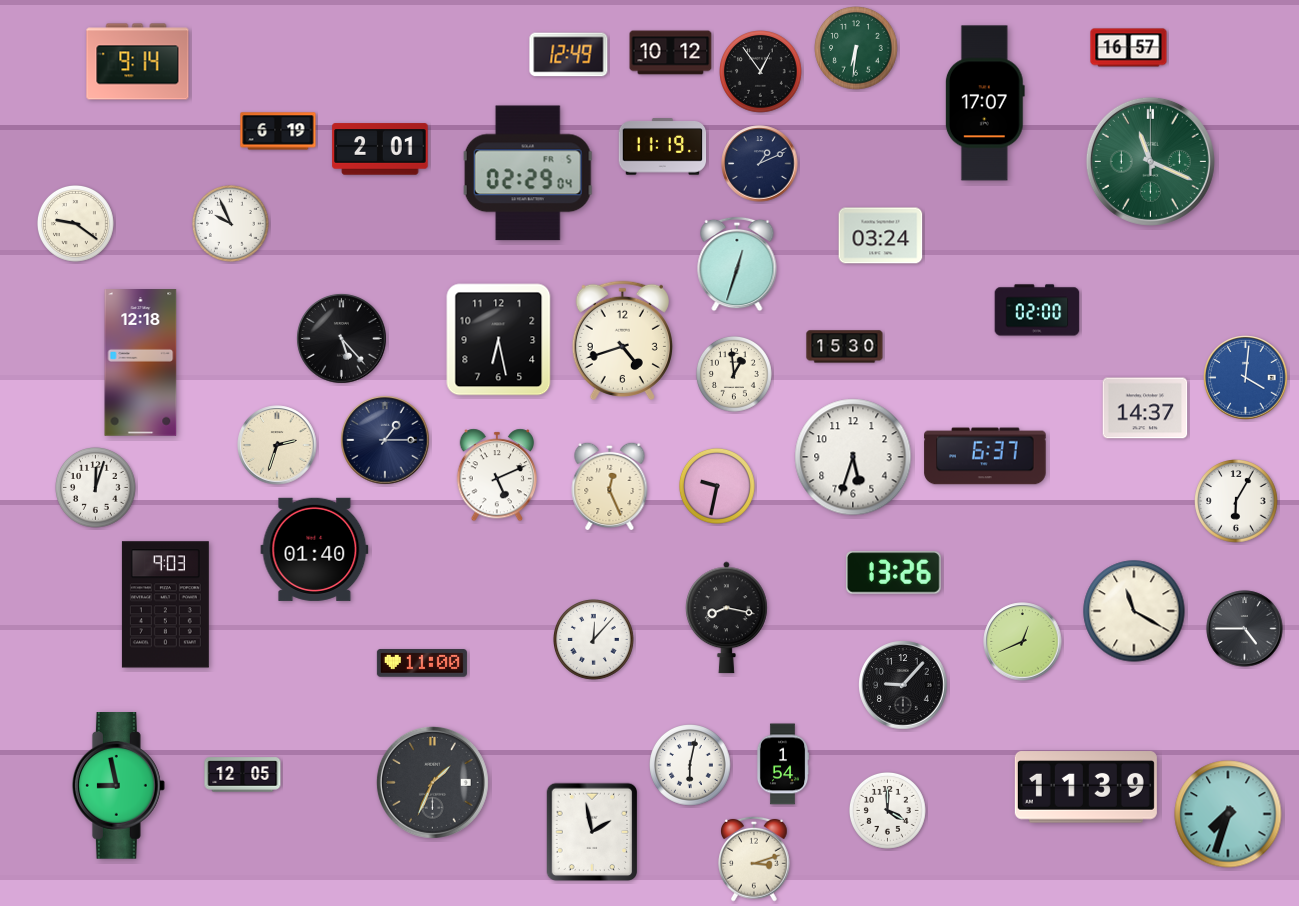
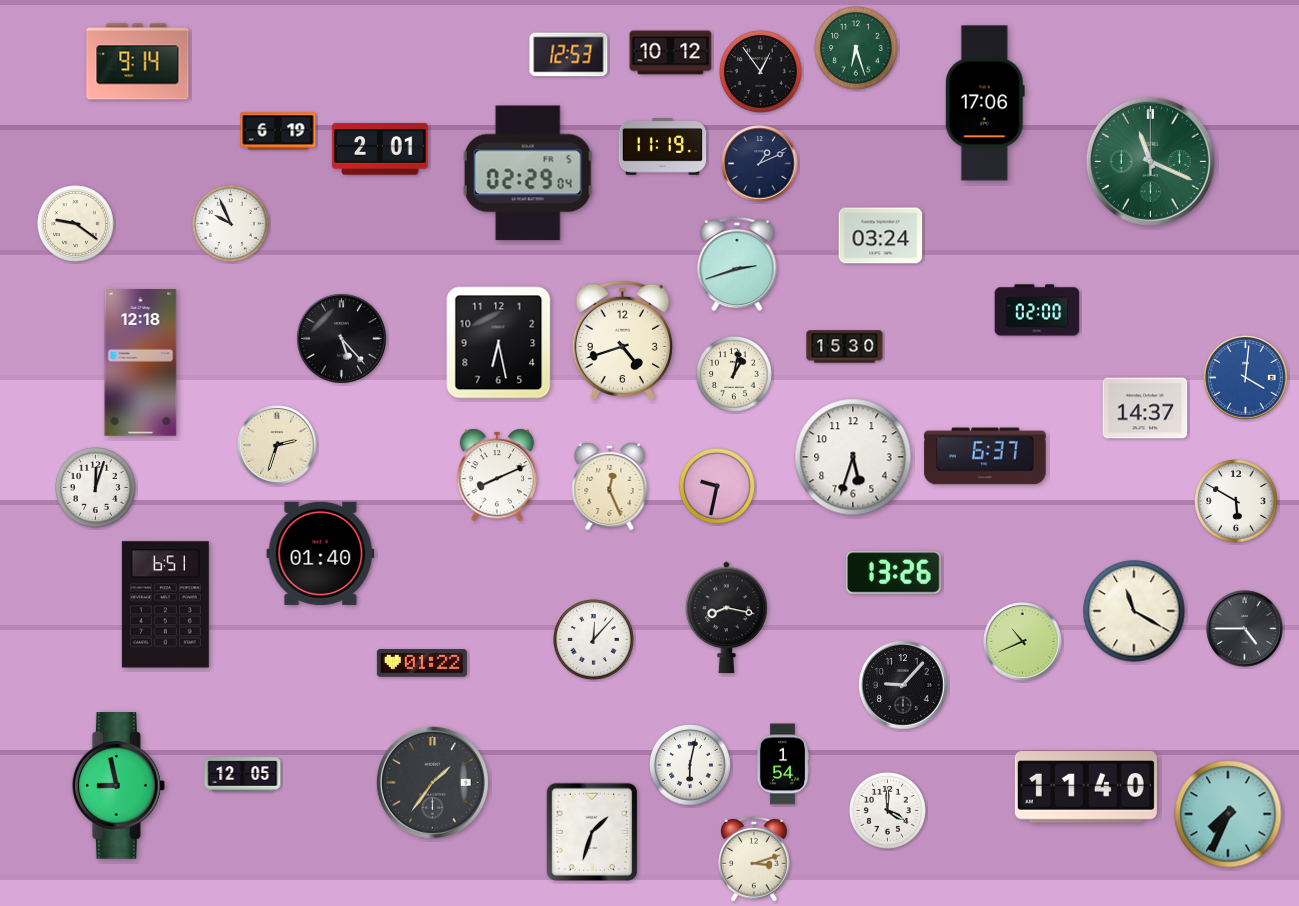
clock at (856, 48): 6:31 -> 6:27
clock at (1129, 48): 16:57 -> none
clock at (569, 55): 12:49 -> 12:53
clock at (985, 103): 17:07 -> 17:06
clock at (737, 264): 12:33 -> 2:42
clock at (499, 340) position: (499, 340) -> (499, 343)
clock at (734, 374): 12:59 -> 1:02
clock at (385, 440): 1:15 -> none
clock at (496, 475): 5:11 -> 8:11
clock at (1236, 501): 6:05 -> 5:50
clock at (315, 549) position: (315, 549) -> (321, 553)
clock at (165, 605): 9:03 -> 6:51
clock at (1023, 642): 12:41 -> 10:41
clock at (422, 663): 11:00 -> 01:22
clock at (432, 782): 1:34 -> 1:36
clock at (1086, 787): 11:39 -> 11:40
clock at (1228, 814): 7:33 -> 7:34
clock at (591, 831): 1:58 -> 1:33
